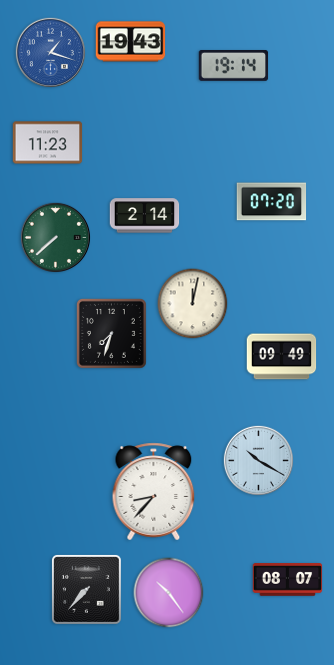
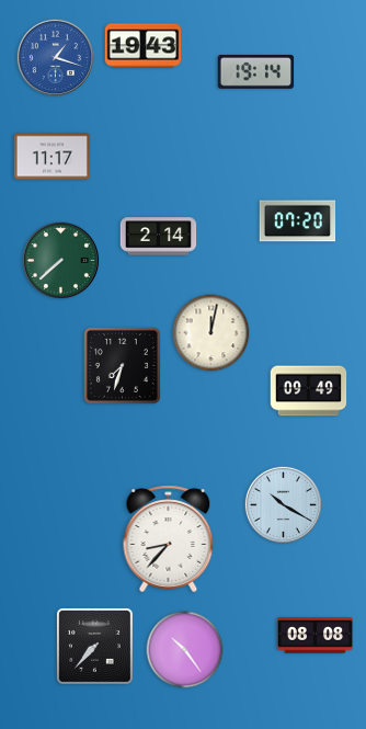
clock at (48, 143): 11:23 -> 11:17
clock at (288, 580): 08:07 -> 08:08
